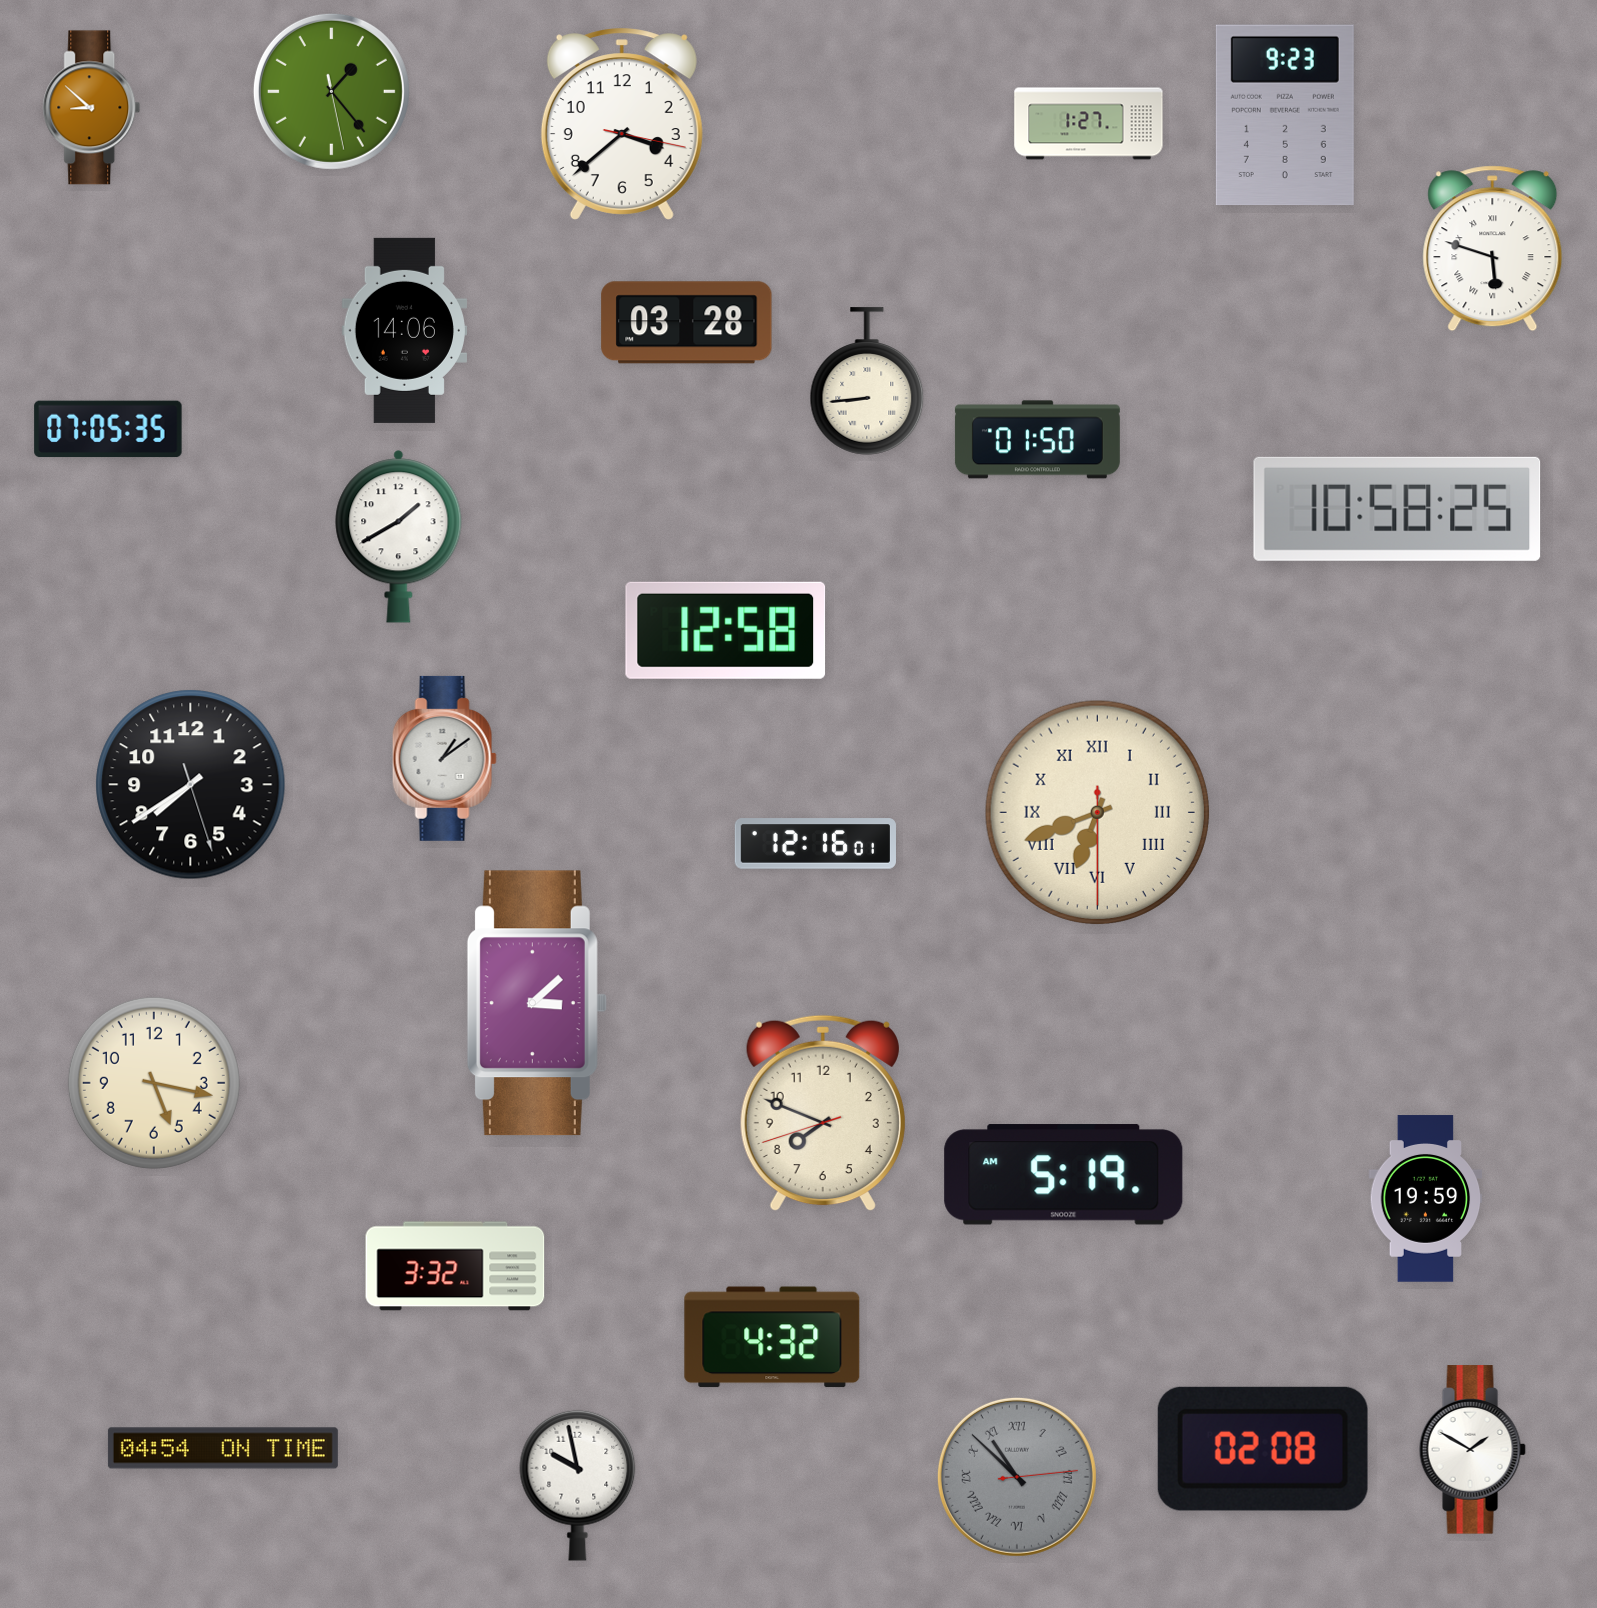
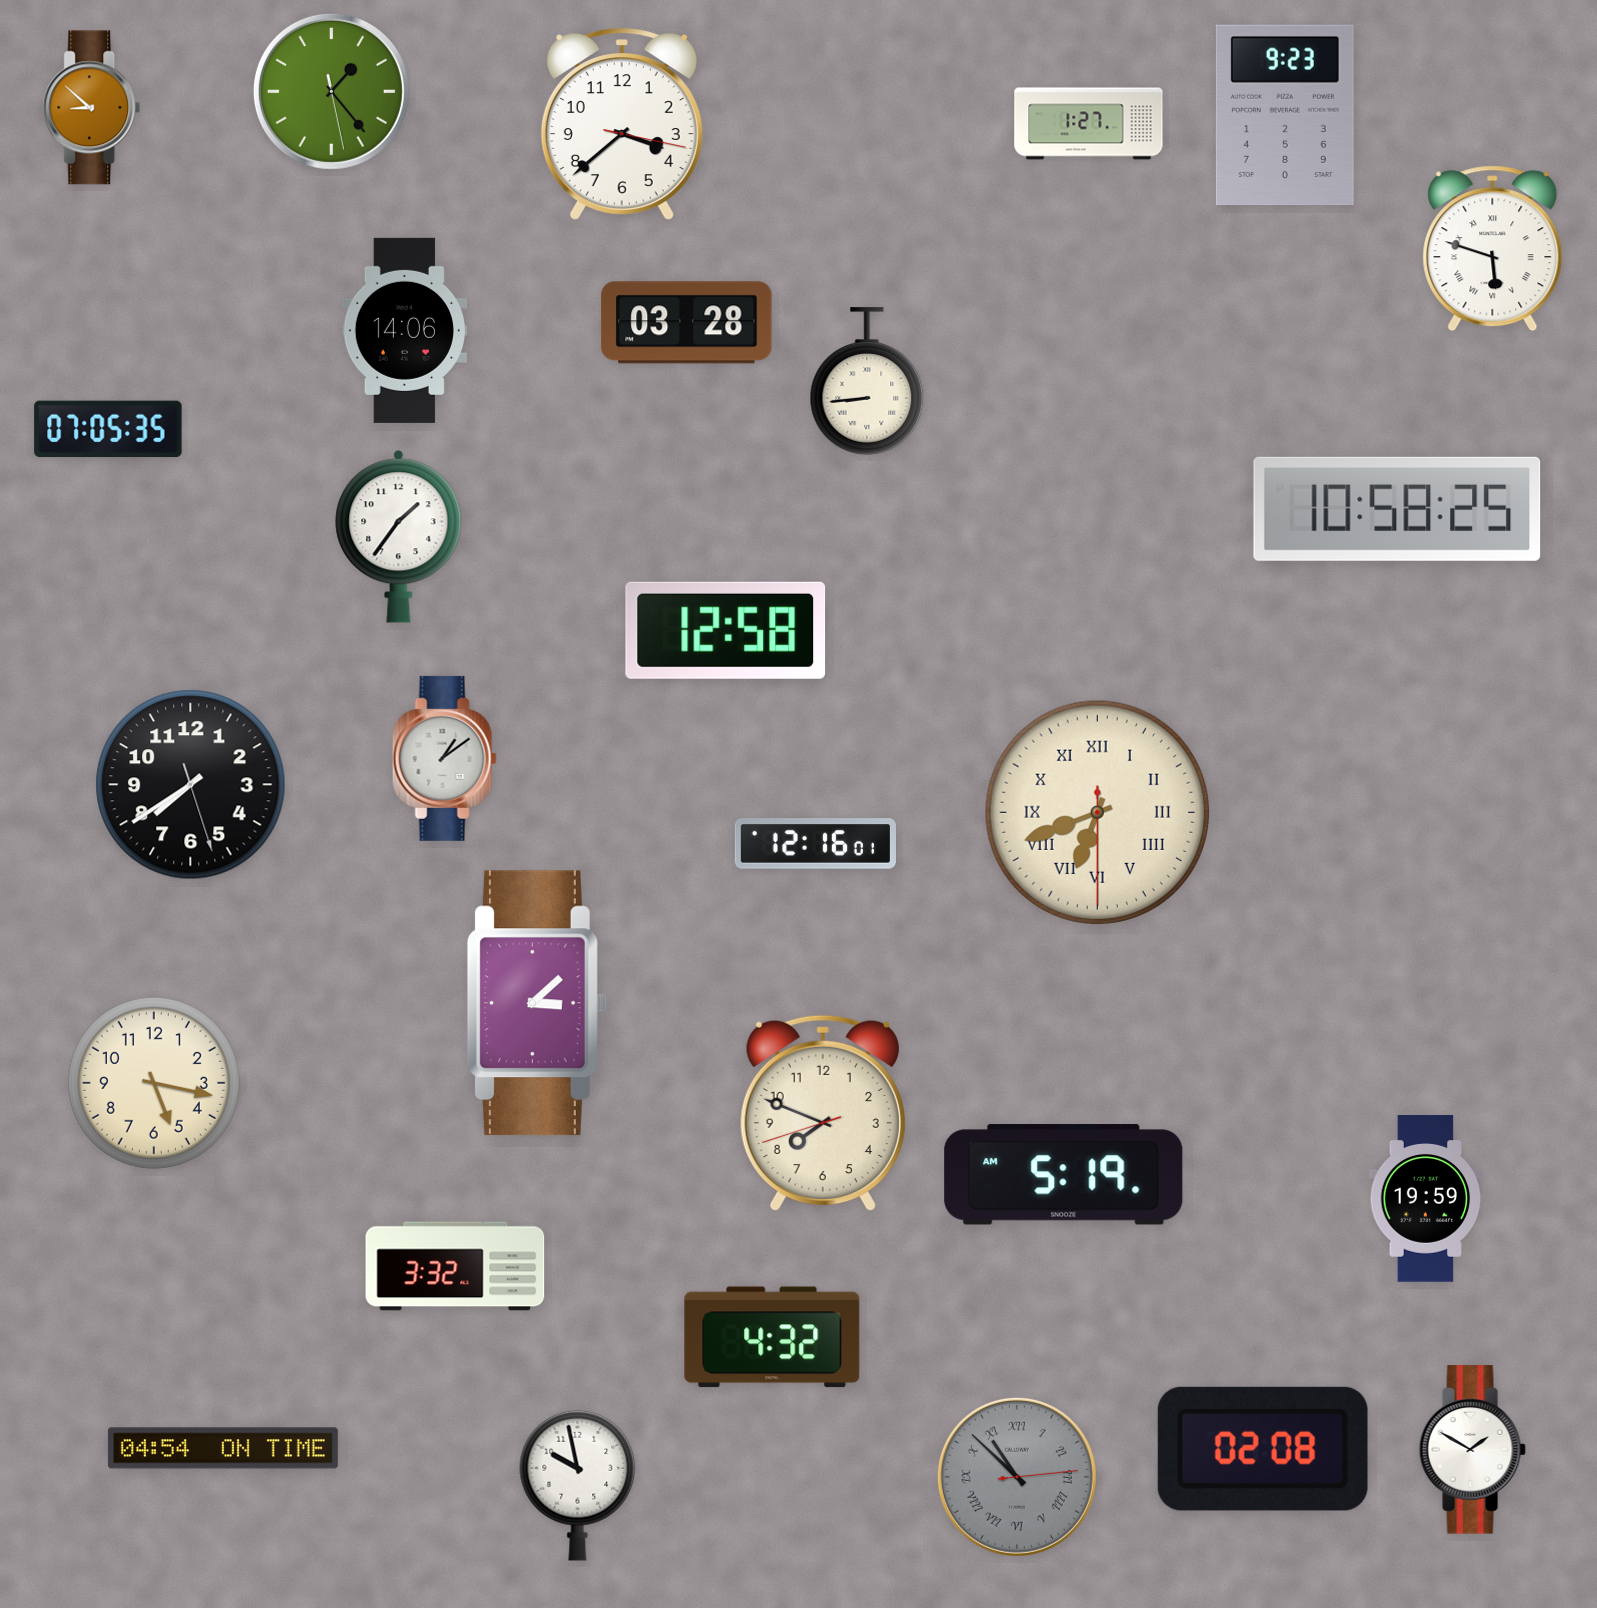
clock at (1037, 440): 01:50 -> none
clock at (399, 537): 1:40 -> 1:36
